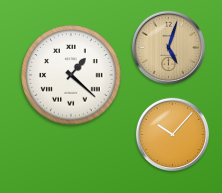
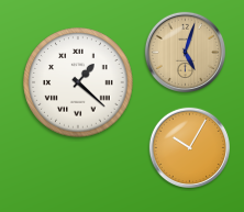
clock at (172, 134): 10:07 -> 10:05
